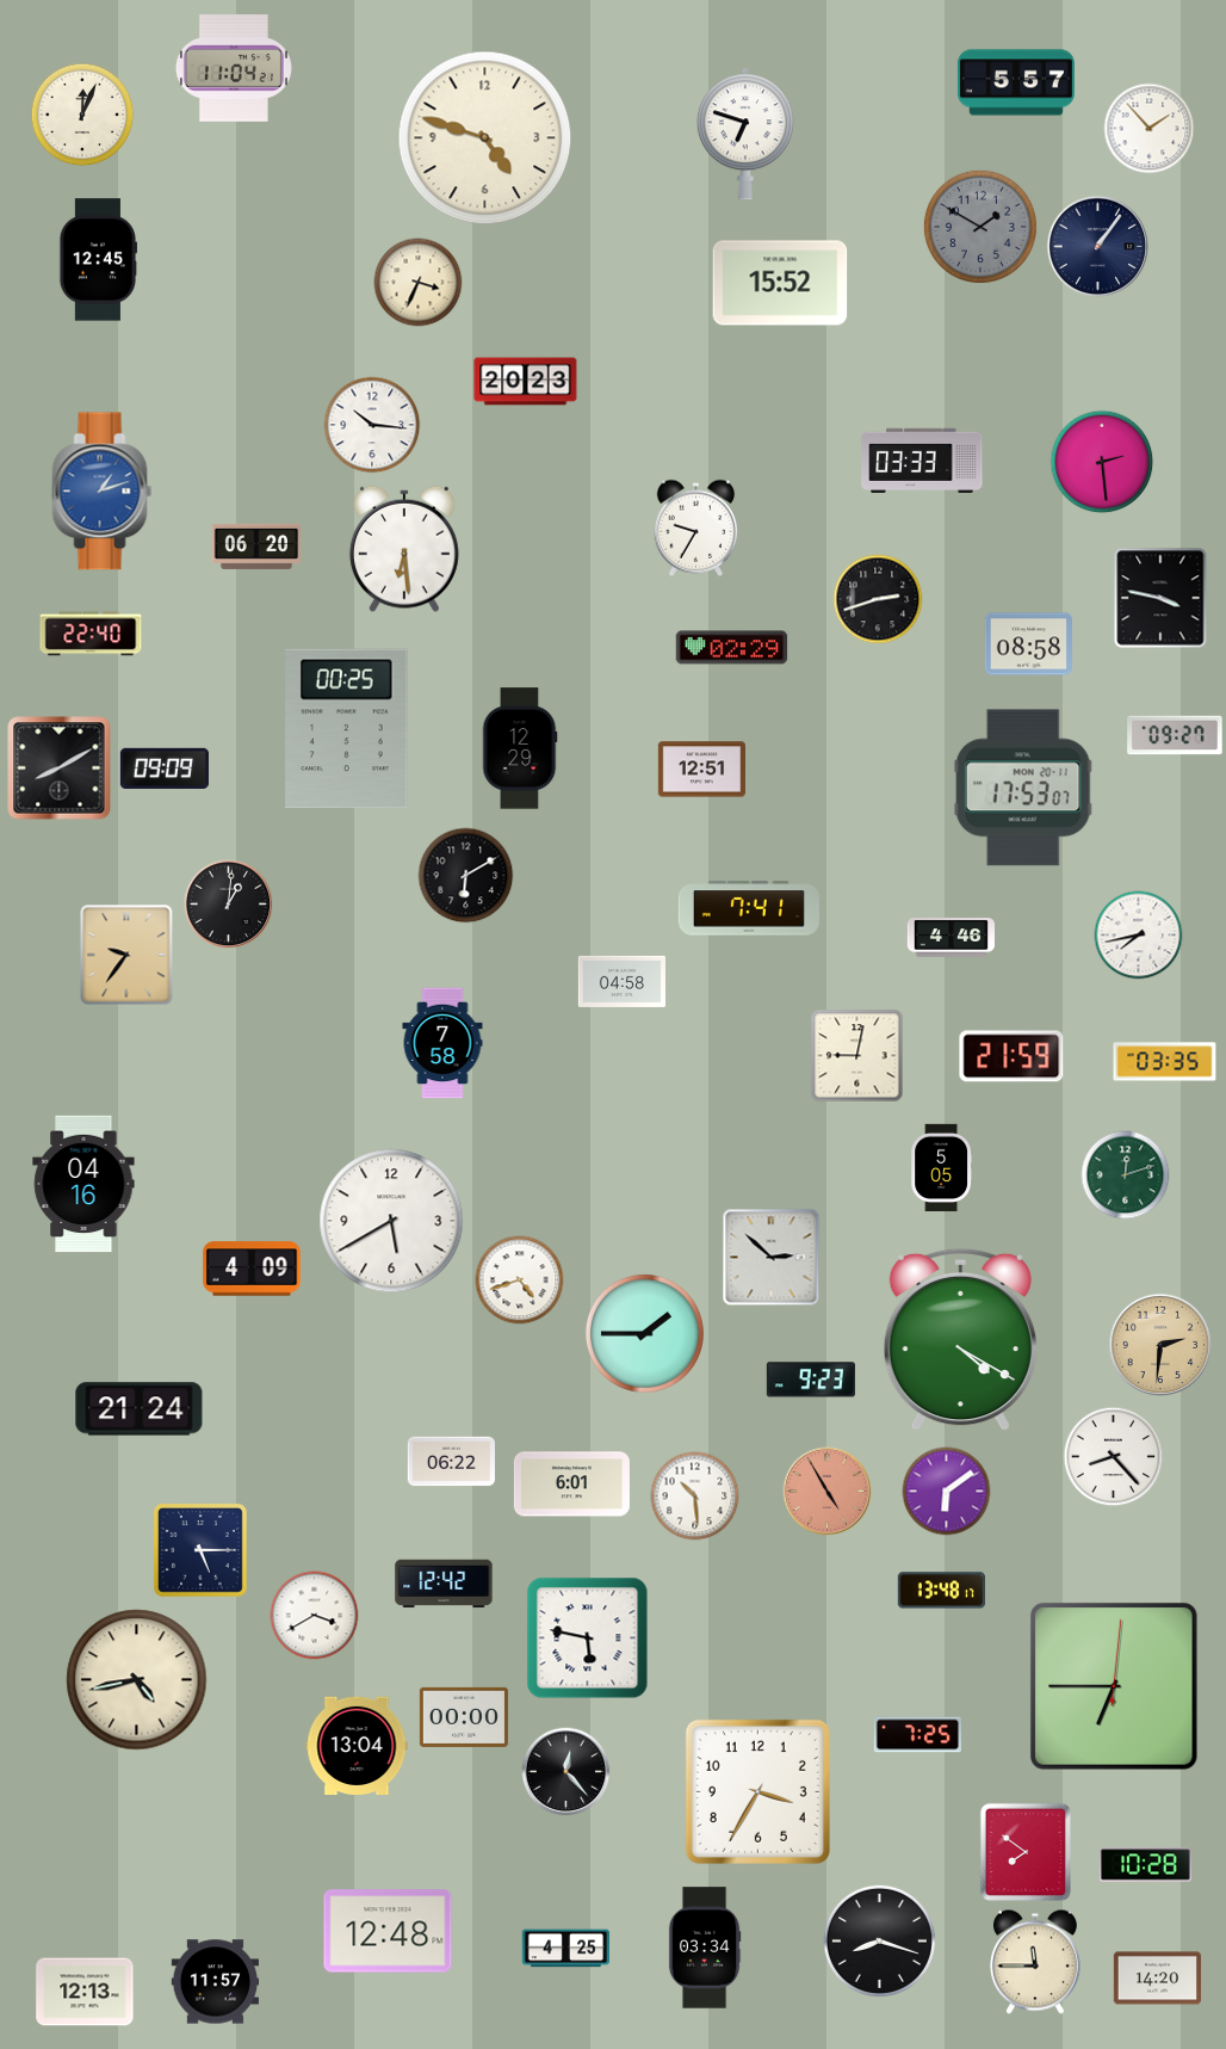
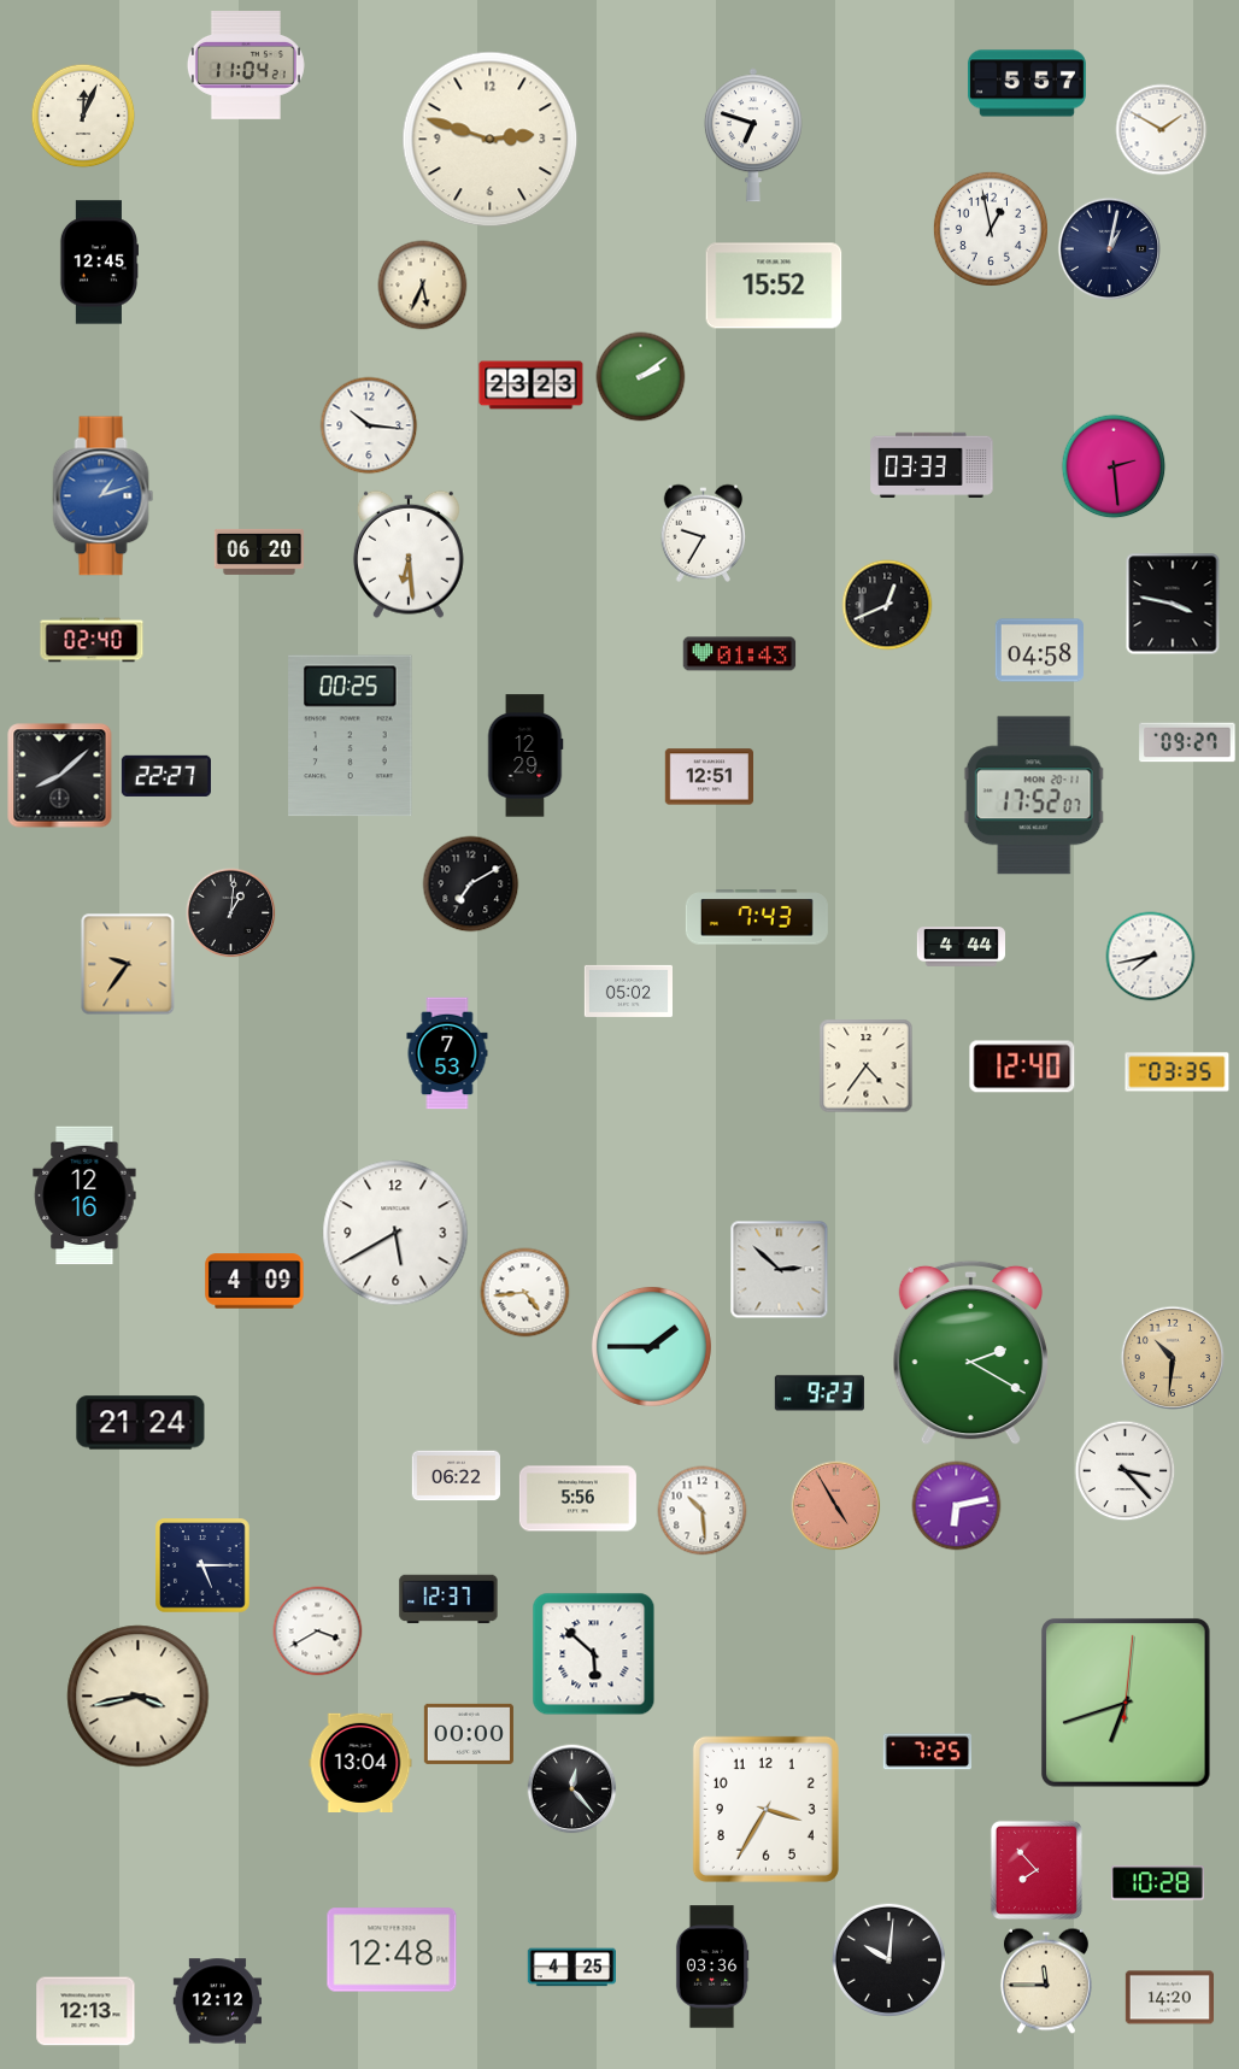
clock at (234, 69) position: (234, 69) -> (246, 66)
clock at (1150, 129): 1:53 -> 1:50
clock at (485, 138): 4:48 -> 2:48
clock at (980, 227): 1:50 -> 12:58
clock at (980, 227) dial: grey -> white
clock at (1098, 247): 1:06 -> 1:02
clock at (419, 283): 3:34 -> 5:34
clock at (780, 283) position: (780, 283) -> (774, 286)
clock at (641, 377): none -> 2:09
clock at (526, 382): 20:23 -> 23:23
clock at (372, 425) position: (372, 425) -> (369, 425)
clock at (878, 599): 2:42 -> 12:41
clock at (91, 634): 22:40 -> 02:40
clock at (1028, 644): 08:58 -> 04:58
clock at (732, 648): 02:29 -> 01:43
clock at (60, 769): 8:10 -> 8:08
clock at (165, 769): 09:09 -> 22:27
clock at (1023, 788): 17:53 -> 17:52
clock at (466, 876): 6:10 -> 7:10
clock at (749, 908): 7:41 -> 7:43
clock at (1139, 936) position: (1139, 936) -> (1151, 957)
clock at (952, 938): 4:46 -> 4:44
clock at (621, 981): 04:58 -> 05:02
clock at (442, 1043): 7:58 -> 7:53
clock at (857, 1056): 9:02 -> 4:36
clock at (1011, 1056): 21:59 -> 12:40
clock at (941, 1168): 5:05 -> none
clock at (1126, 1175): 12:12 -> none
clock at (83, 1184): 04:16 -> 12:16
clock at (520, 1280): 4:42 -> 4:44
clock at (960, 1340): 4:20 -> 2:20
clock at (1160, 1345): 2:31 -> 10:31
clock at (1114, 1457): 8:23 -> 3:23
clock at (571, 1485): 6:01 -> 5:56
clock at (947, 1492): 6:09 -> 6:13
clock at (444, 1584): 12:42 -> 12:37
clock at (941, 1591): 13:48 -> none
clock at (588, 1638): 5:47 -> 5:52
clock at (137, 1680): 4:43 -> 3:43
clock at (1114, 1686): 6:45 -> 6:42
clock at (1026, 1852): 7:51 -> 7:53
clock at (879, 1940): 8:18 -> 10:01
clock at (705, 1948): 03:34 -> 03:36
clock at (215, 1982): 11:57 -> 12:12
